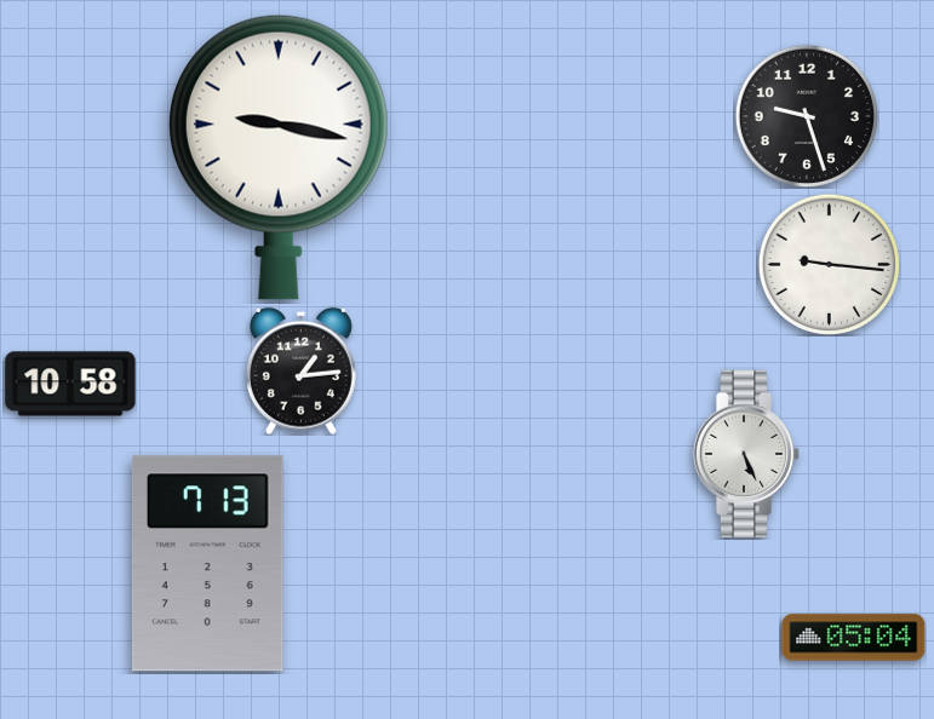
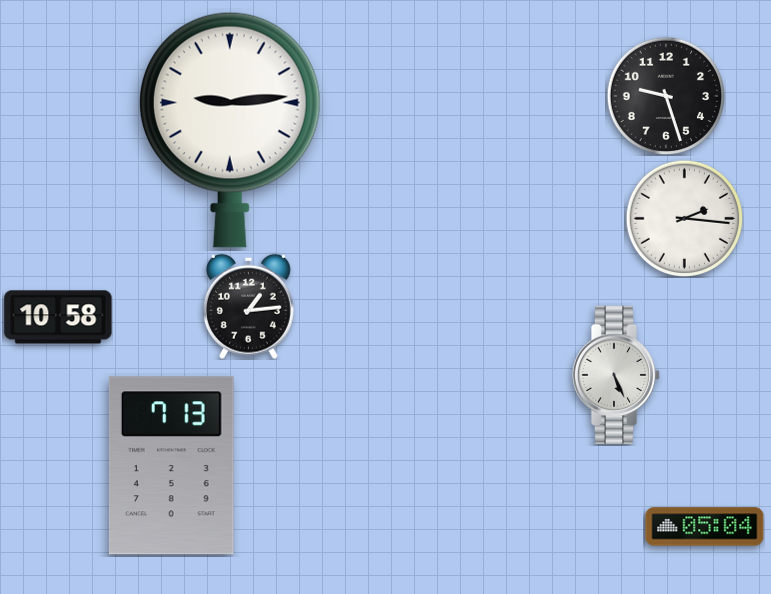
clock at (279, 157): 9:17 -> 9:14
clock at (829, 264): 9:16 -> 2:16
